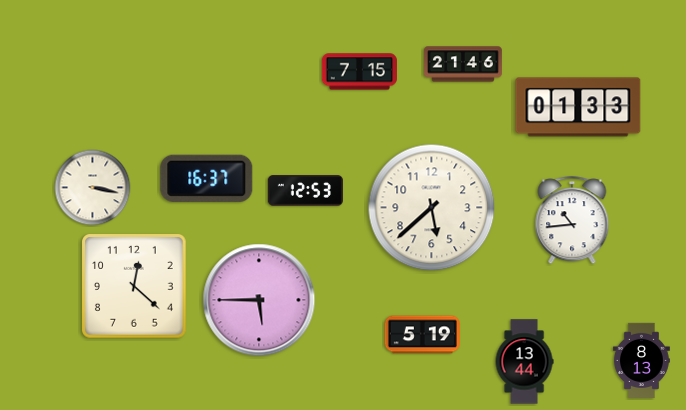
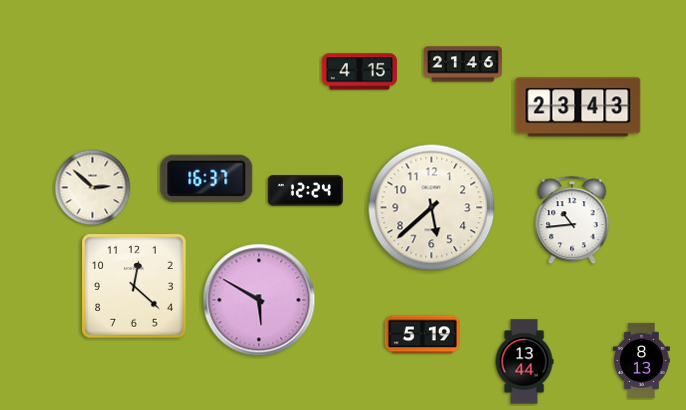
clock at (359, 72): 7:15 -> 4:15
clock at (578, 107): 01:33 -> 23:43
clock at (93, 188): 3:17 -> 2:52
clock at (305, 191): 12:53 -> 12:24
clock at (259, 300): 5:45 -> 5:50
